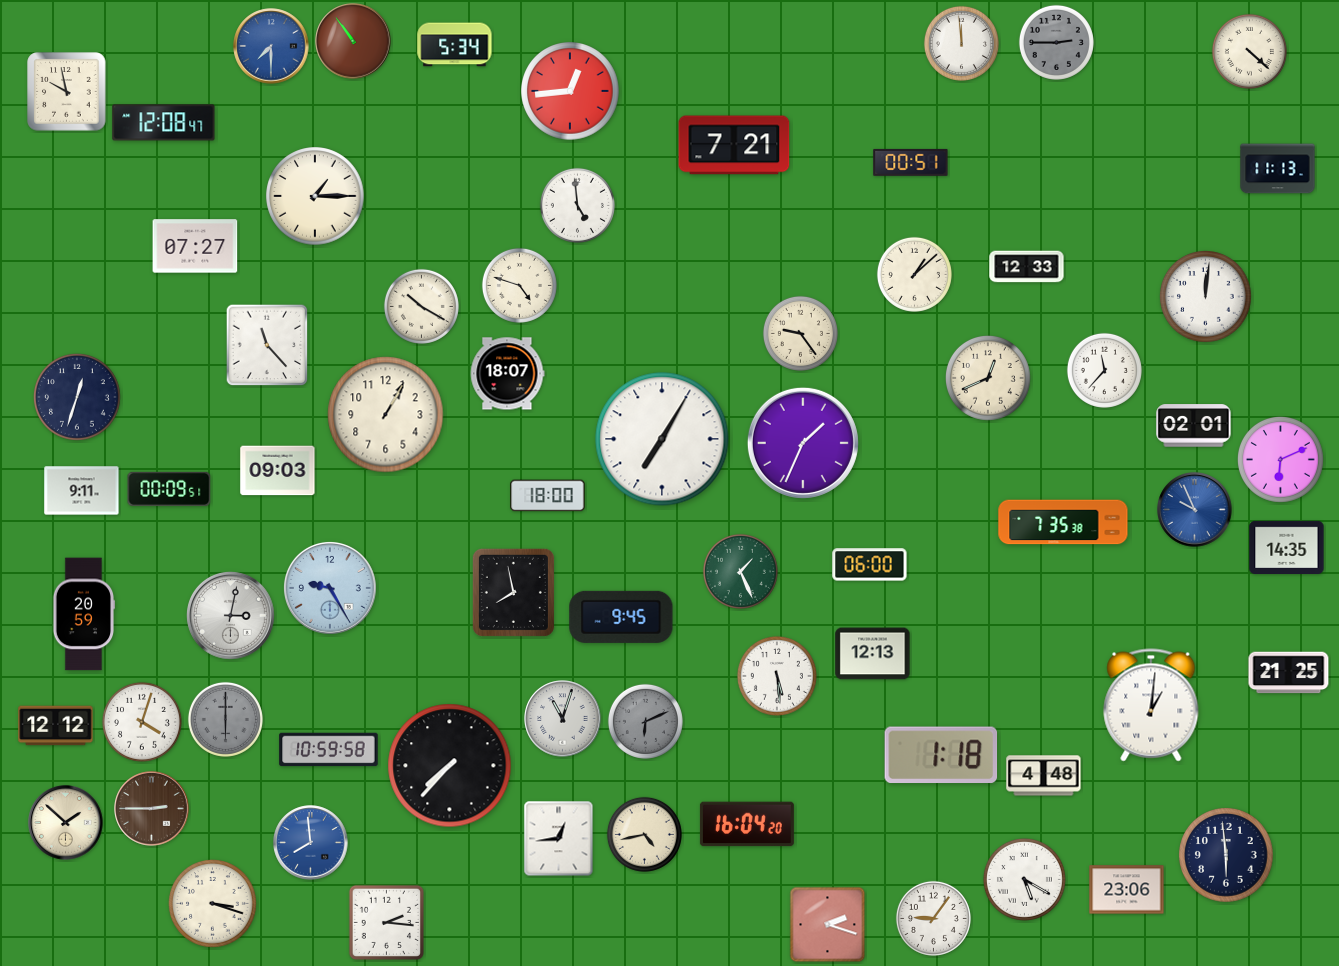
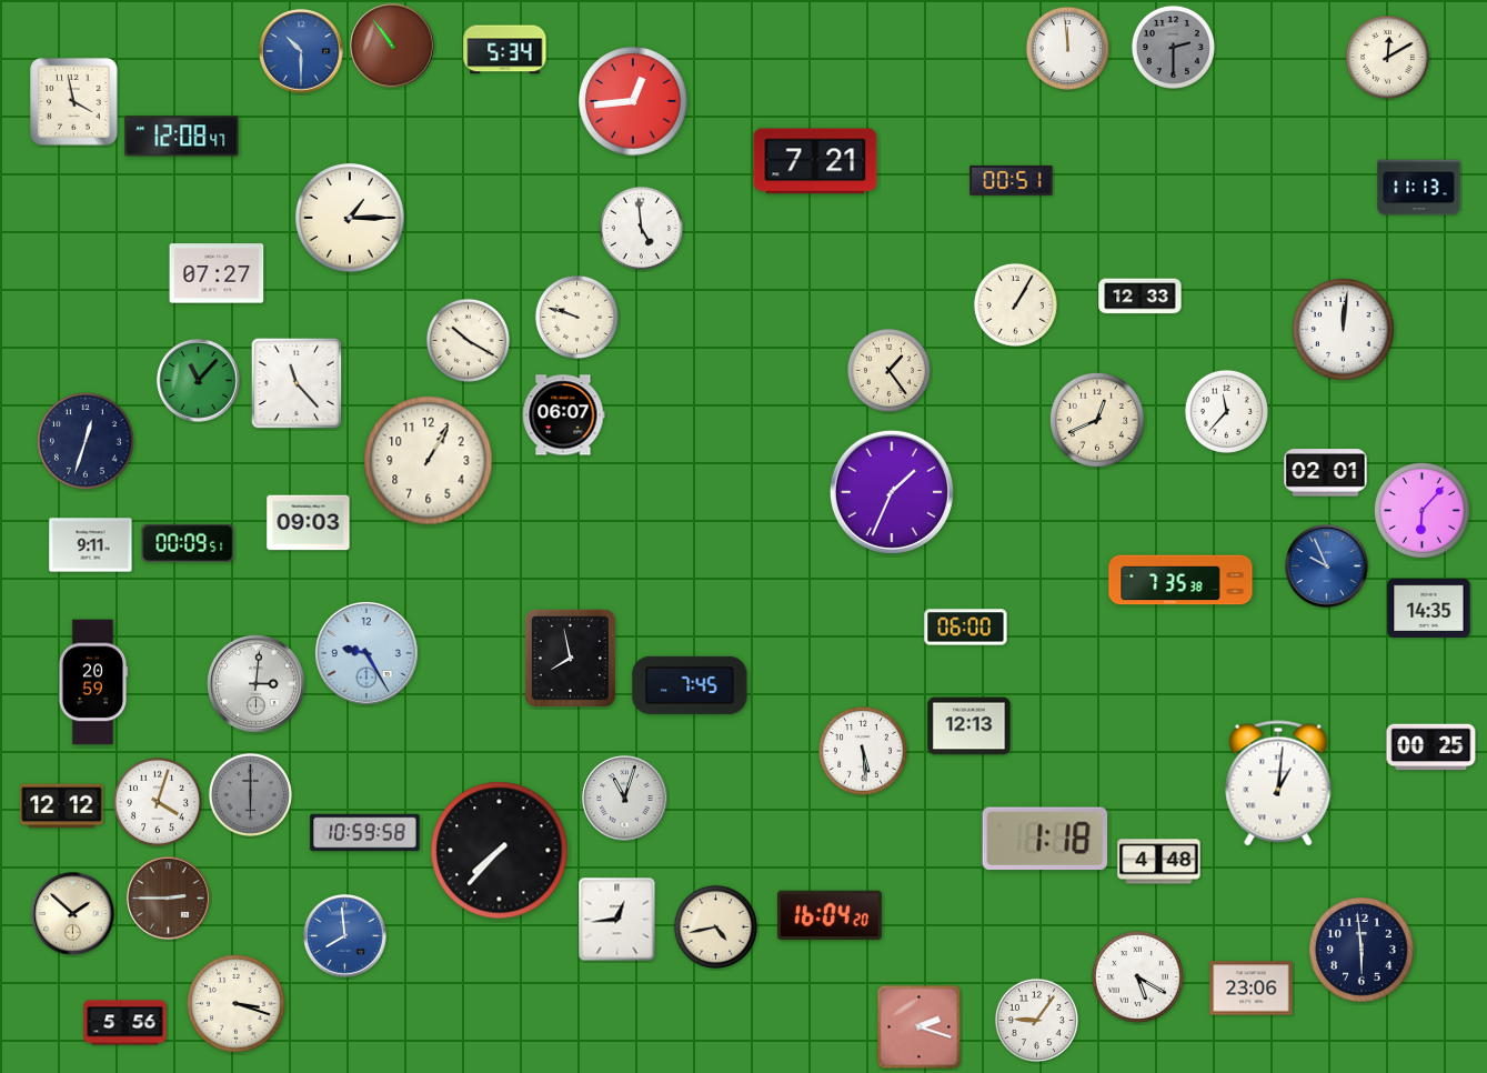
clock at (1056, 42): 2:45 -> 2:30
clock at (271, 46): 7:30 -> 10:30
clock at (1249, 51): 4:22 -> 12:10
clock at (67, 92): 9:58 -> 3:58
clock at (914, 274): 1:08 -> 1:05
clock at (519, 285): 4:48 -> 9:48
clock at (1206, 297) position: (1206, 297) -> (1344, 330)
clock at (800, 333): 9:24 -> 1:24
clock at (199, 381): none -> 11:07
clock at (507, 374): 18:07 -> 06:07
clock at (662, 439): 7:05 -> none
clock at (1280, 459): 6:11 -> 6:07
clock at (548, 496): 18:00 -> none
clock at (740, 571): 1:26 -> none
clock at (231, 616): 3:02 -> 3:01
clock at (621, 617): 9:45 -> 7:45
clock at (1289, 673): 21:25 -> 00:25
clock at (225, 719) position: (225, 719) -> (250, 794)
clock at (645, 721): 6:11 -> none
clock at (559, 839) position: (559, 839) -> (617, 920)
clock at (125, 1023): none -> 5:56
clock at (386, 922): 2:16 -> none
